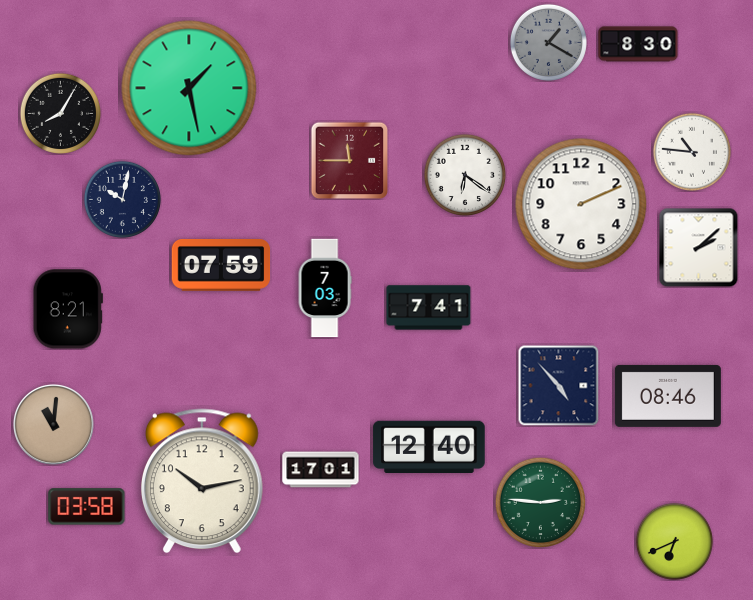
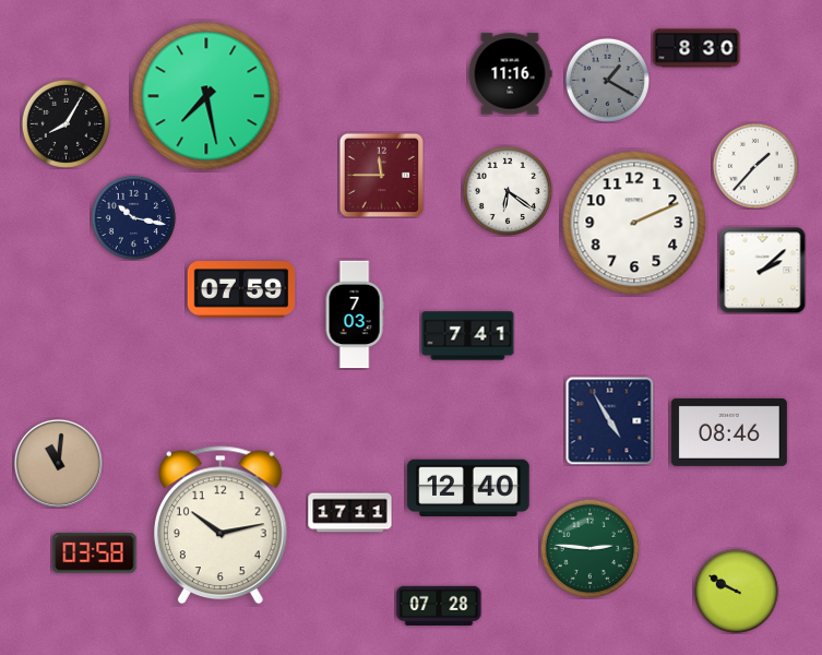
clock at (548, 42) position: (548, 42) -> (607, 80)
clock at (510, 74): none -> 11:16
clock at (189, 88): 1:28 -> 7:28
clock at (692, 152): 10:46 -> 1:37
clock at (122, 199): 10:02 -> 10:17
clock at (68, 309): 8:21 -> none
clock at (558, 385): 4:53 -> 4:55
clock at (321, 470): 17:01 -> 17:11
clock at (674, 541): 6:41 -> 9:50
clock at (439, 605): none -> 07:28
